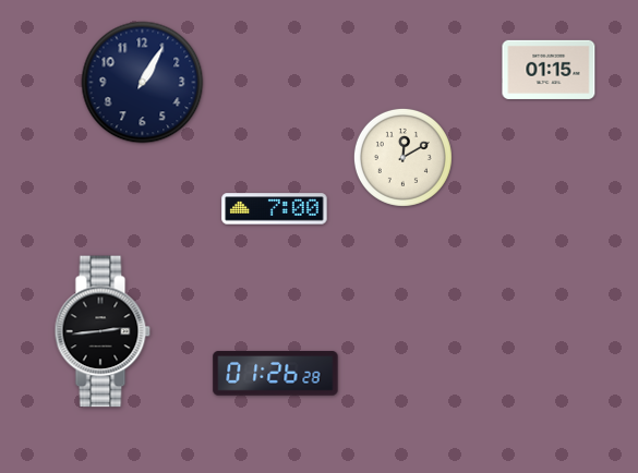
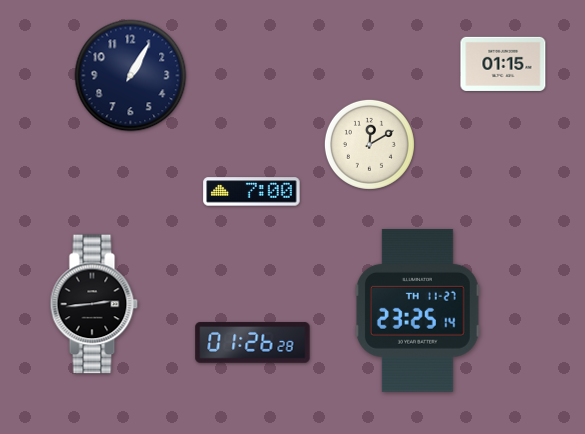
clock at (417, 310): none -> 23:25
